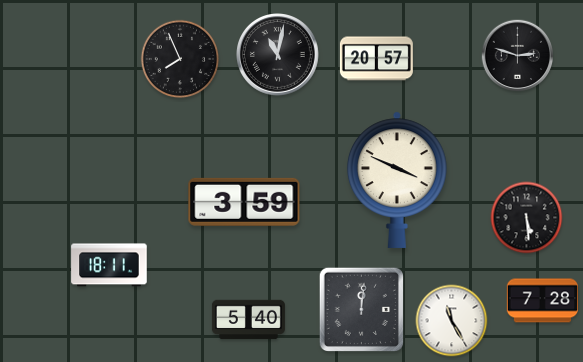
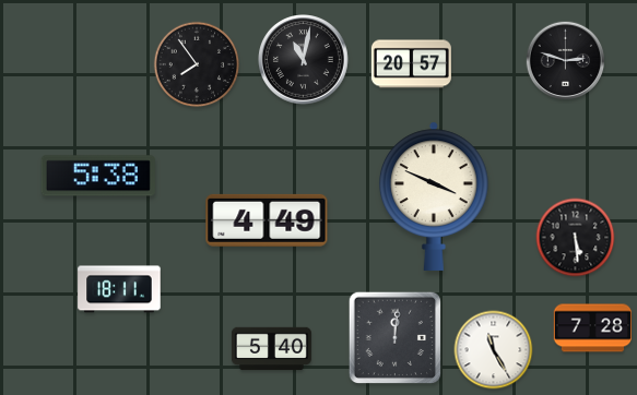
clock at (180, 59): 7:56 -> 7:54
clock at (98, 176): none -> 5:38
clock at (244, 202): 3:59 -> 4:49
